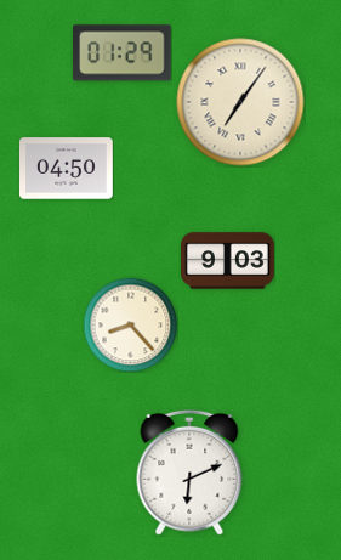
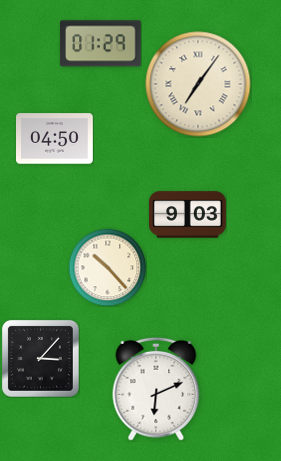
clock at (130, 324): 8:23 -> 10:23
clock at (40, 358): none -> 3:07
